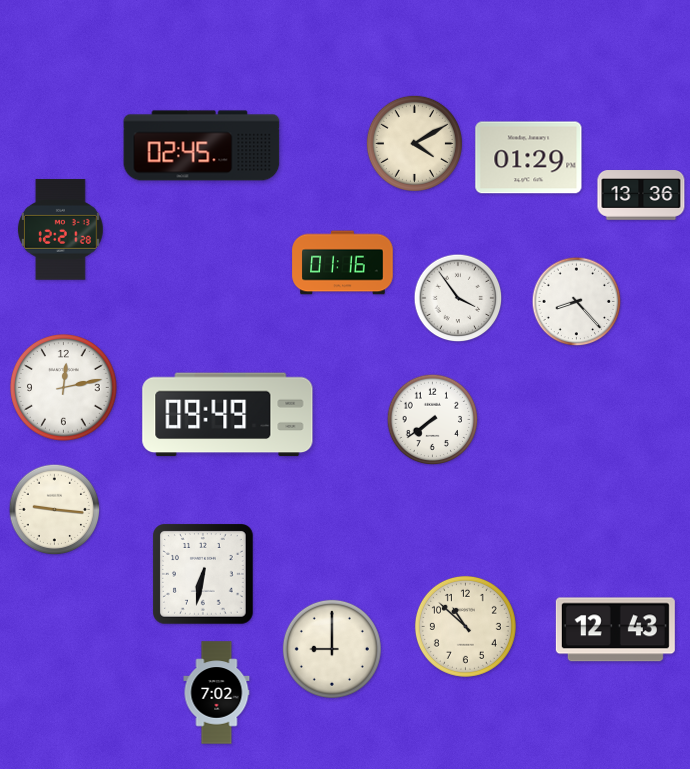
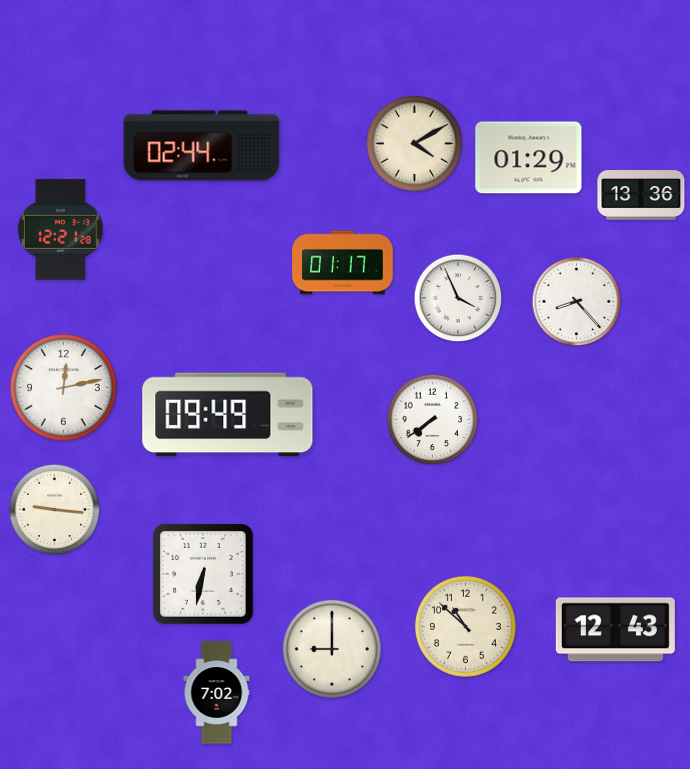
clock at (202, 146): 02:45 -> 02:44
clock at (343, 263): 01:16 -> 01:17
clock at (458, 298): 3:54 -> 3:56
